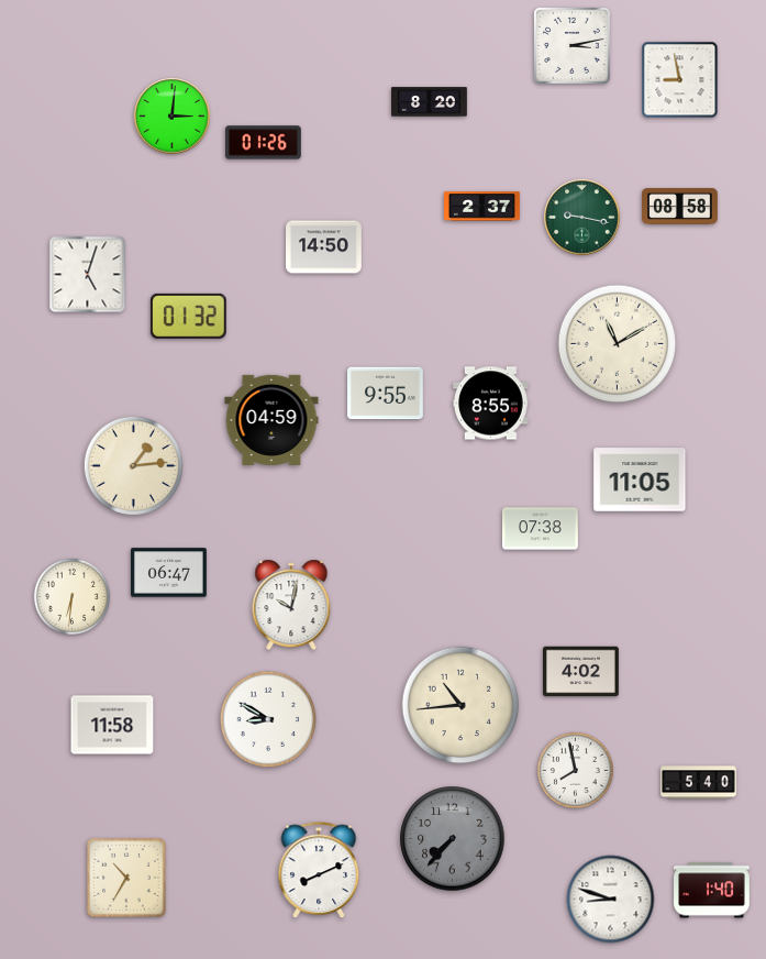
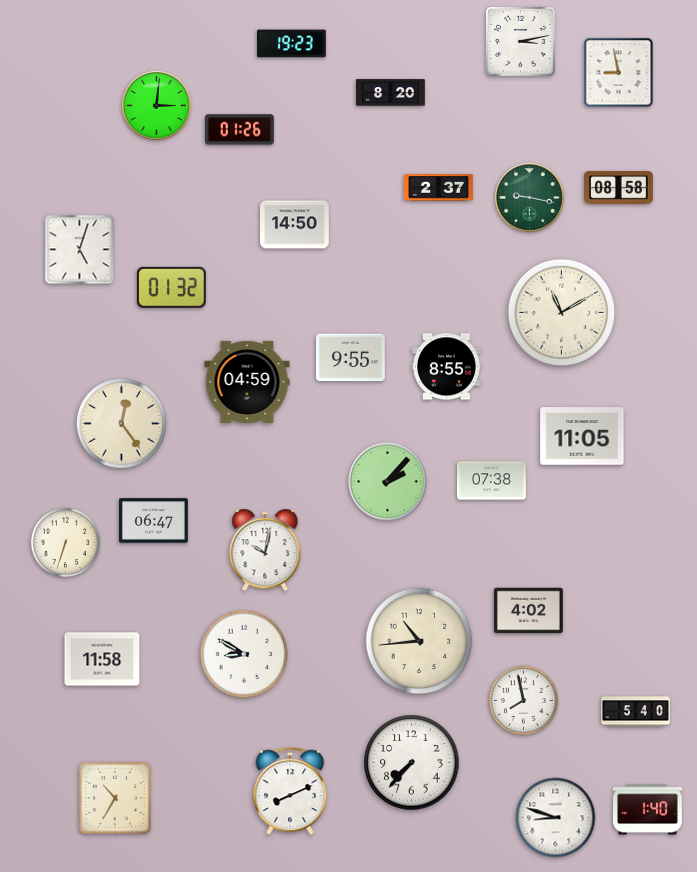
clock at (292, 44): none -> 19:23
clock at (133, 465): 1:14 -> 12:24
clock at (388, 482): none -> 2:07
clock at (71, 596): 6:31 -> 6:33
clock at (453, 839) dial: grey -> white
